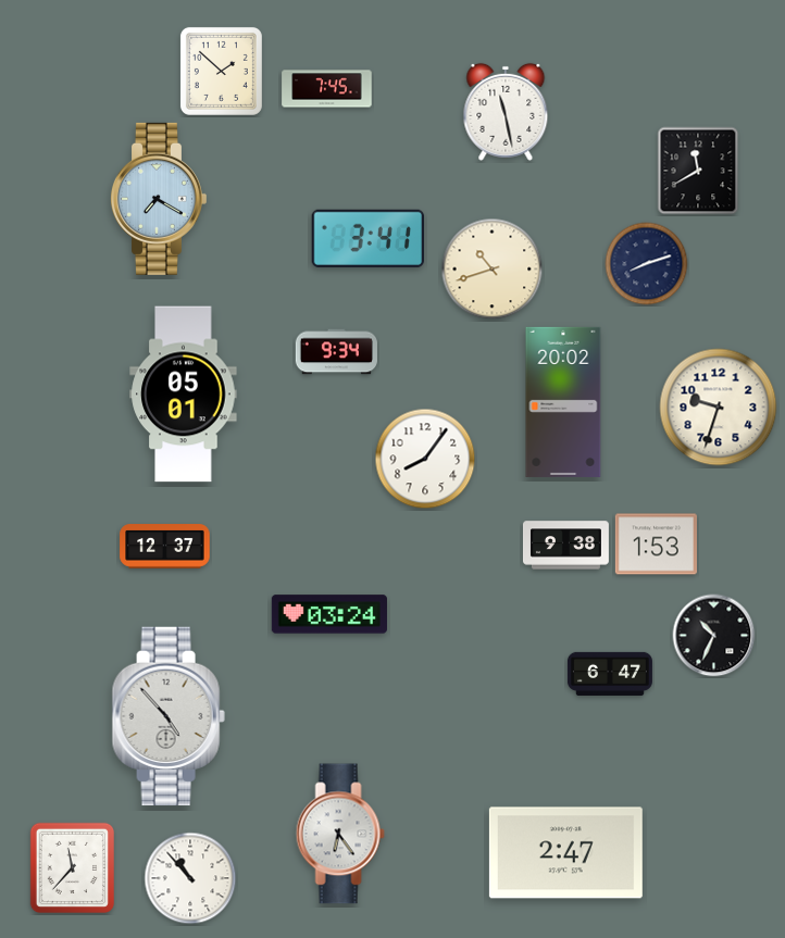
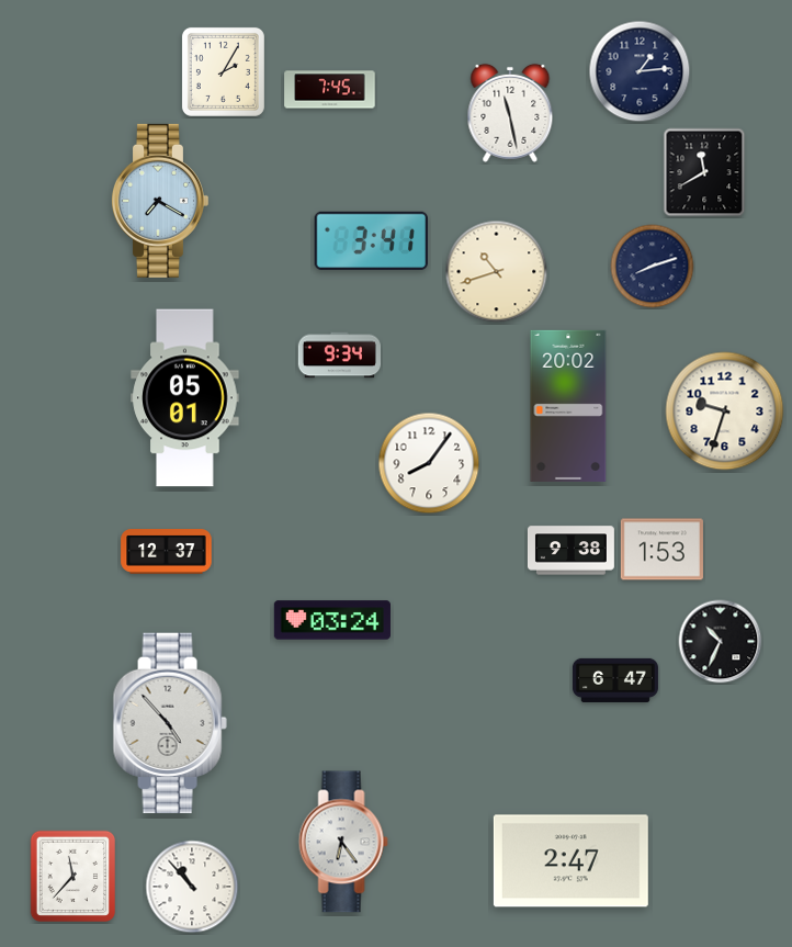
clock at (221, 71): 1:52 -> 2:05
clock at (640, 71): none -> 1:14
